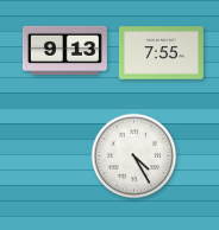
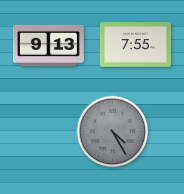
clock at (64, 50) position: (64, 50) -> (48, 45)
clock at (134, 156) dial: white -> grey
